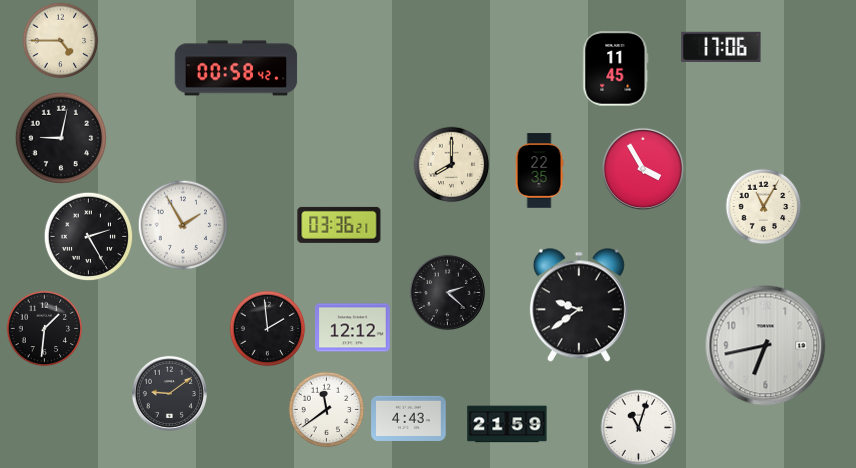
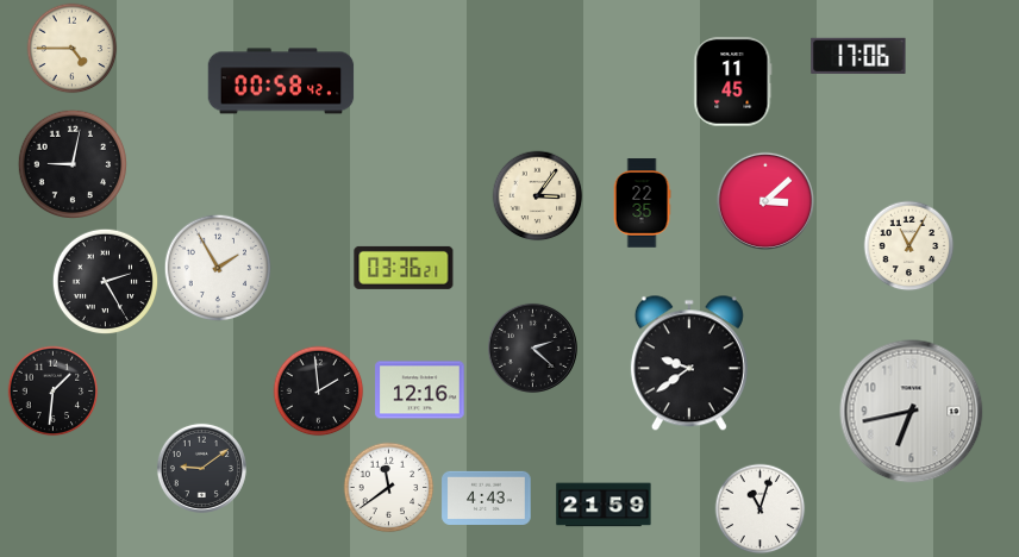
clock at (452, 165): 8:00 -> 3:06
clock at (643, 169): 3:55 -> 3:08
clock at (353, 328): 12:12 -> 12:16
